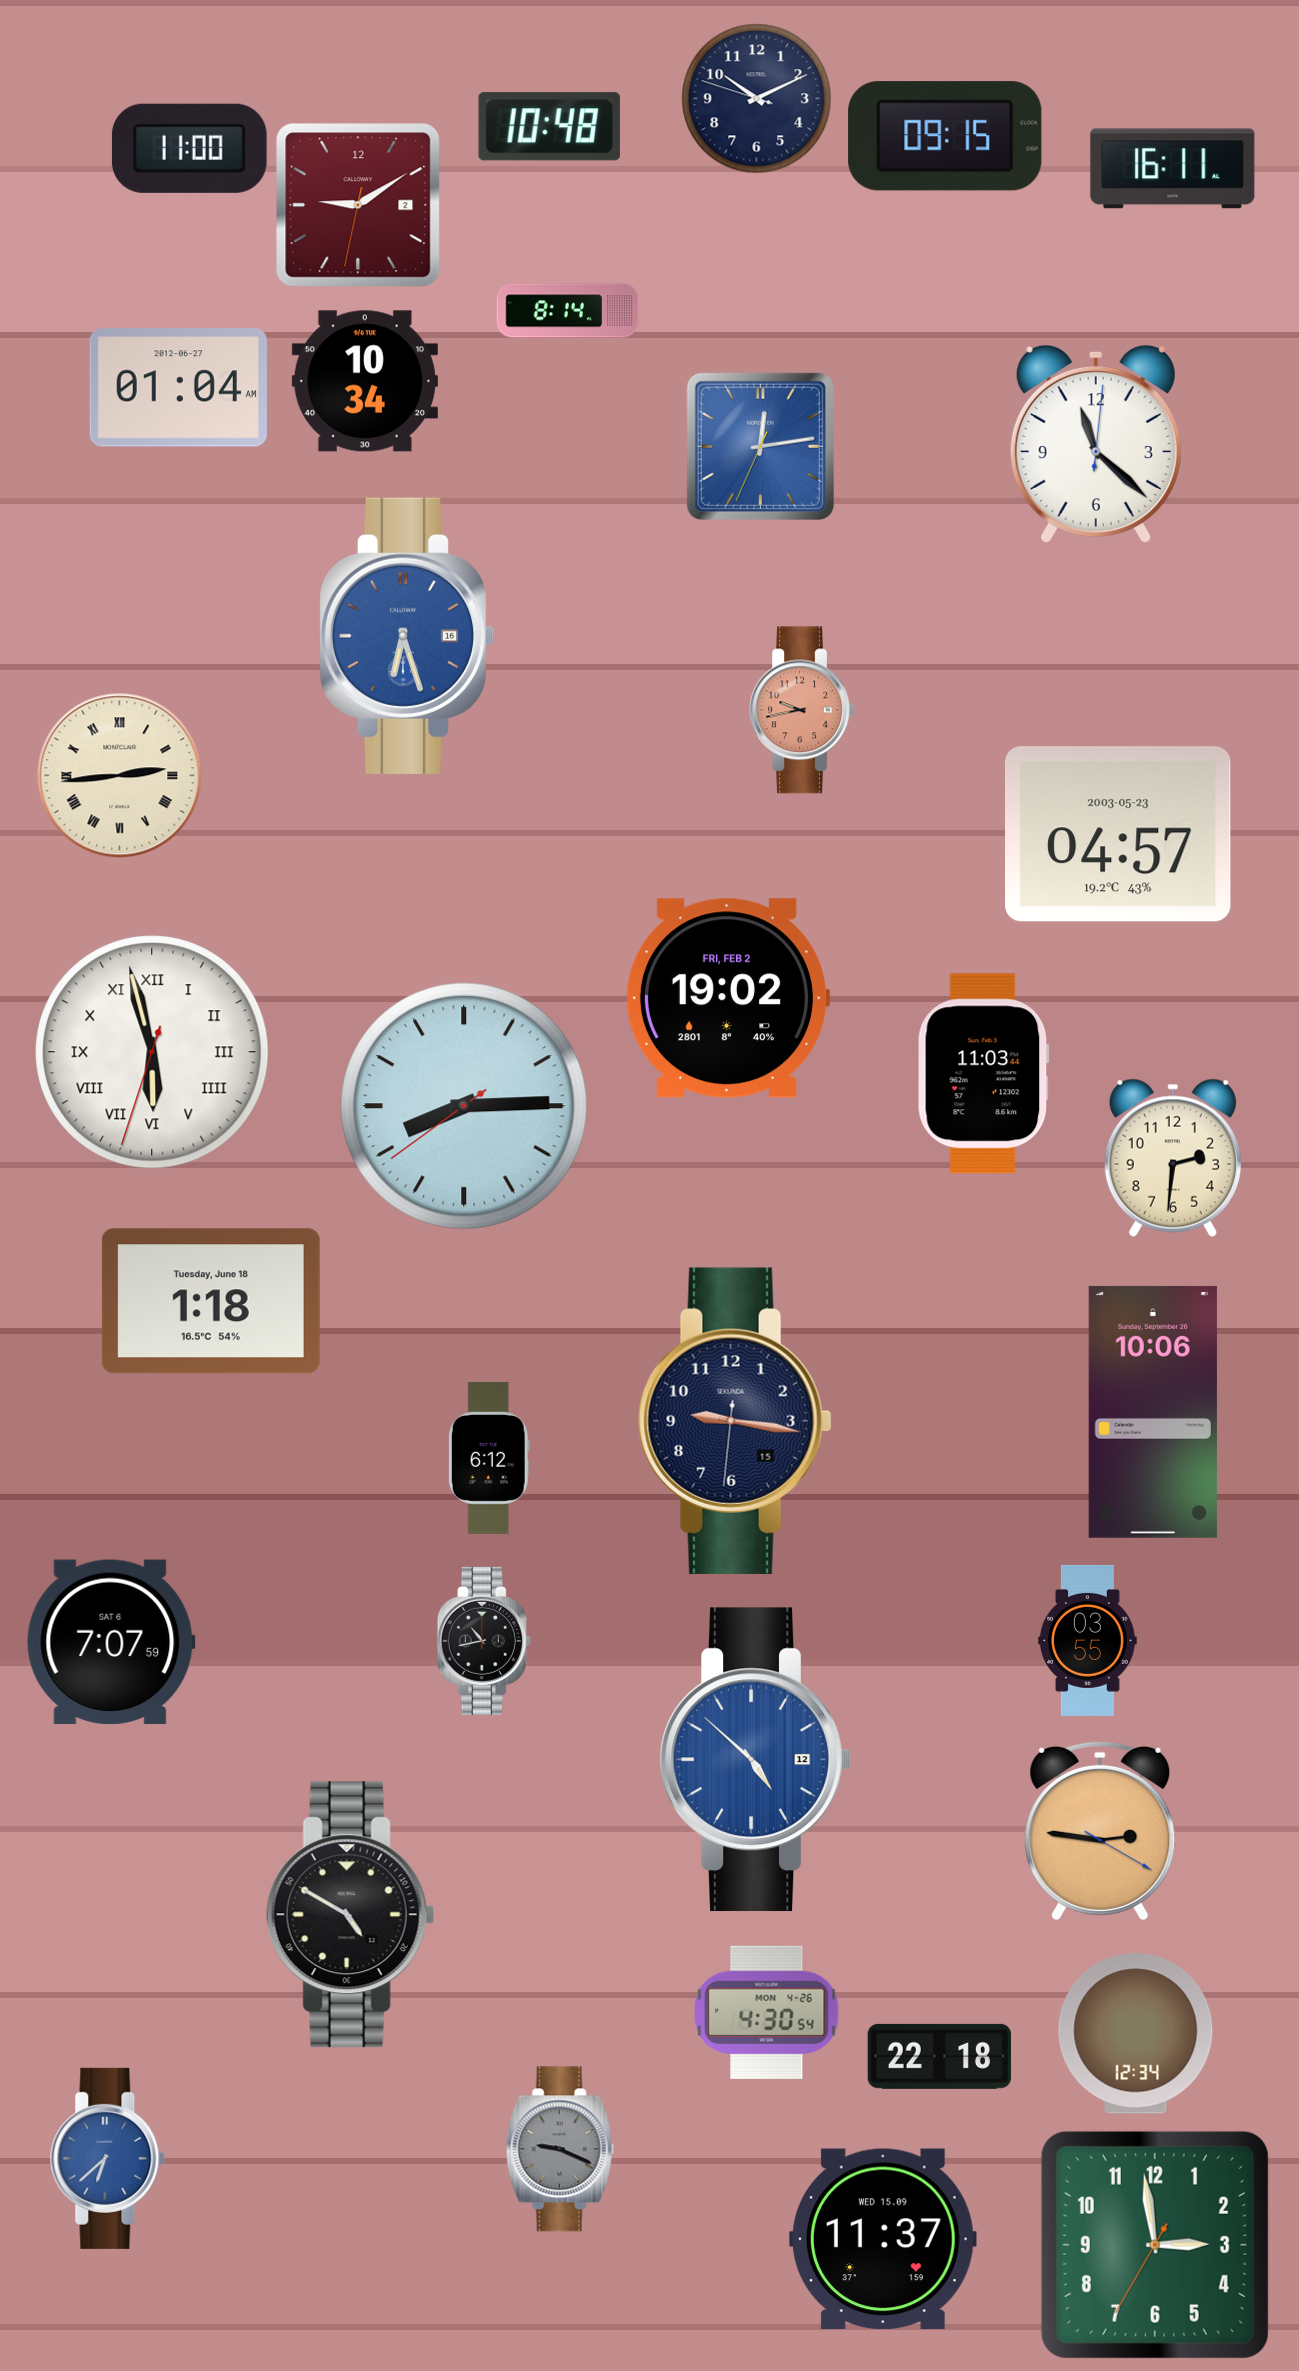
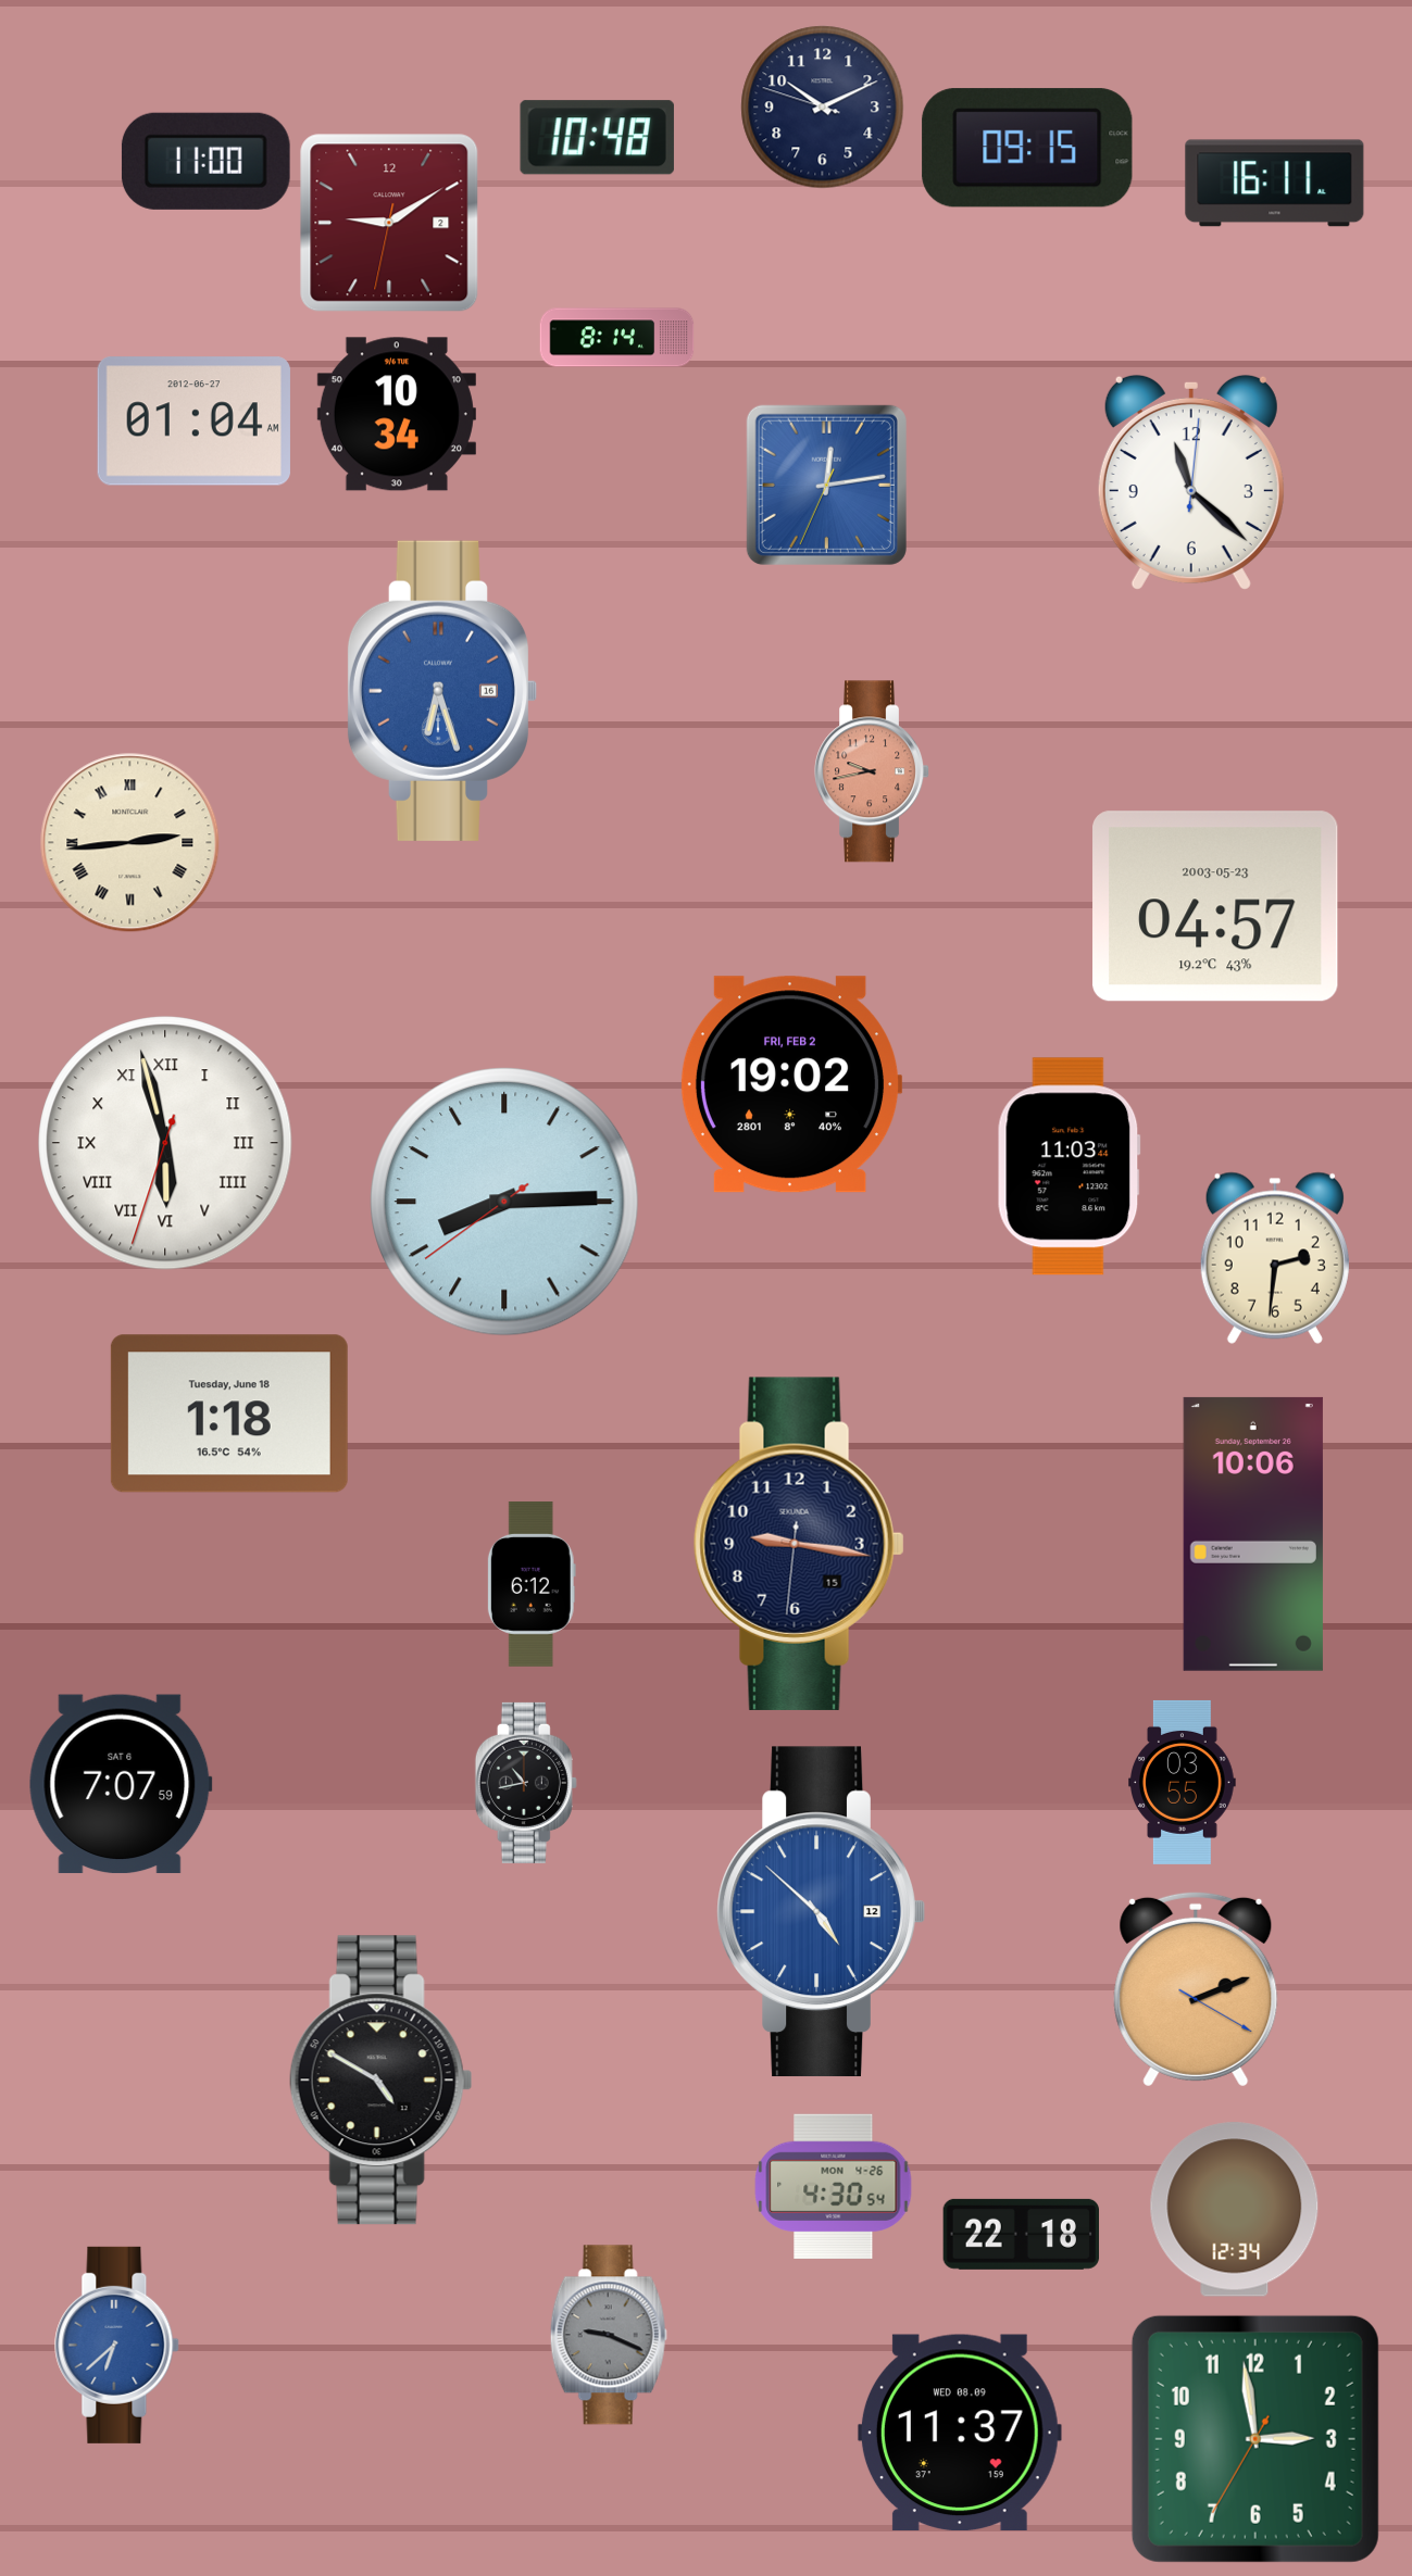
clock at (1100, 1831): 2:46 -> 2:11
clock at (883, 2239) date: WED 15.09 -> WED 08.09
